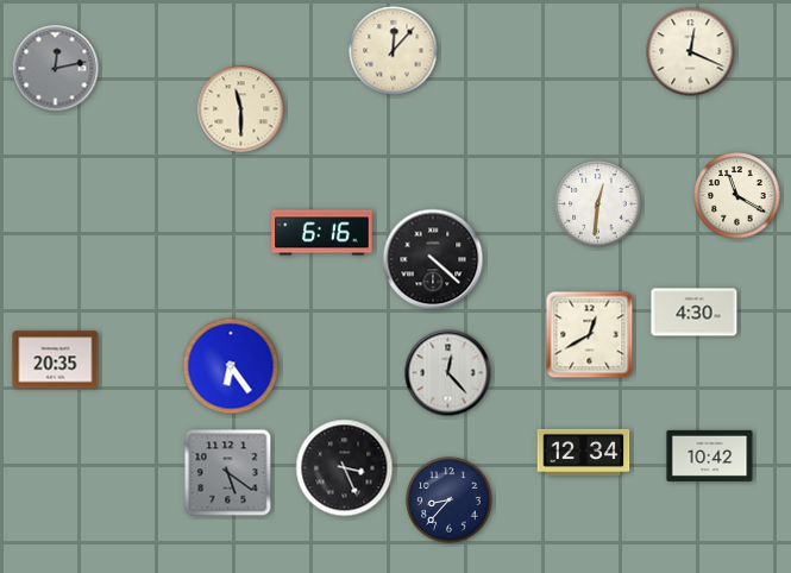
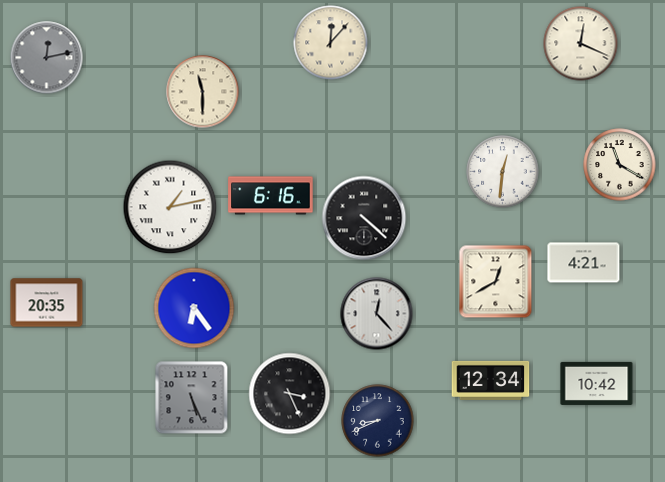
clock at (170, 207): none -> 1:13
clock at (695, 313): 4:30 -> 4:21
clock at (228, 473): 5:21 -> 5:26
clock at (450, 500): 8:37 -> 8:41
